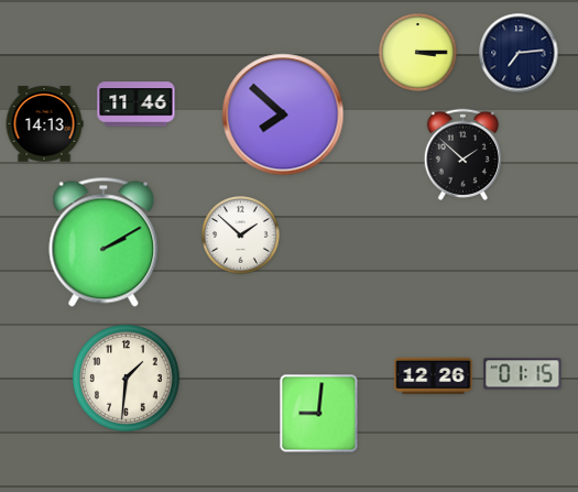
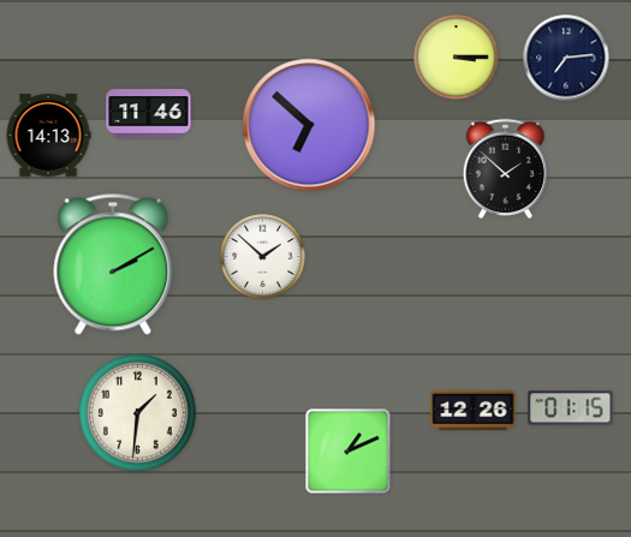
clock at (283, 114): 7:52 -> 6:52
clock at (319, 414): 9:01 -> 1:11
